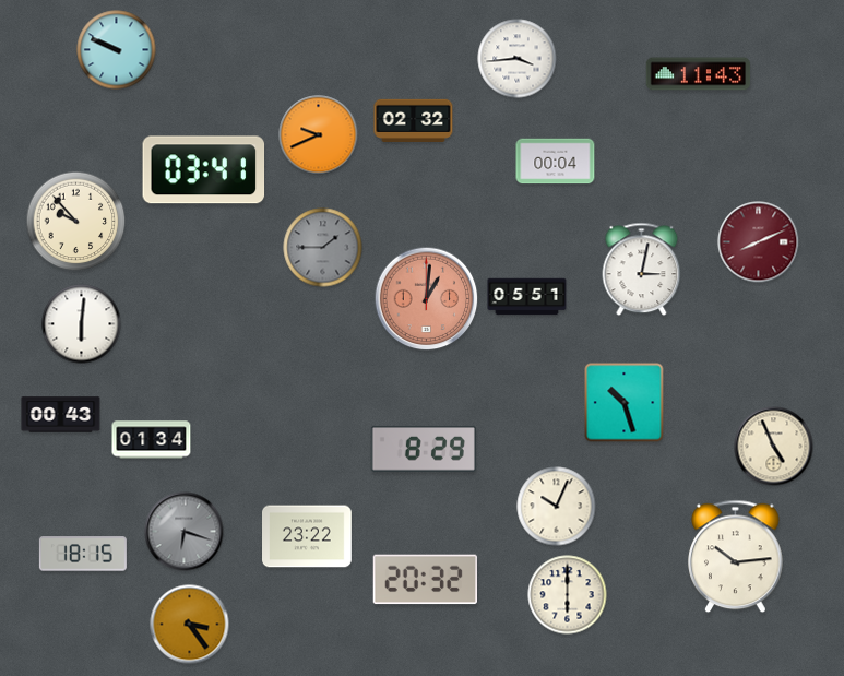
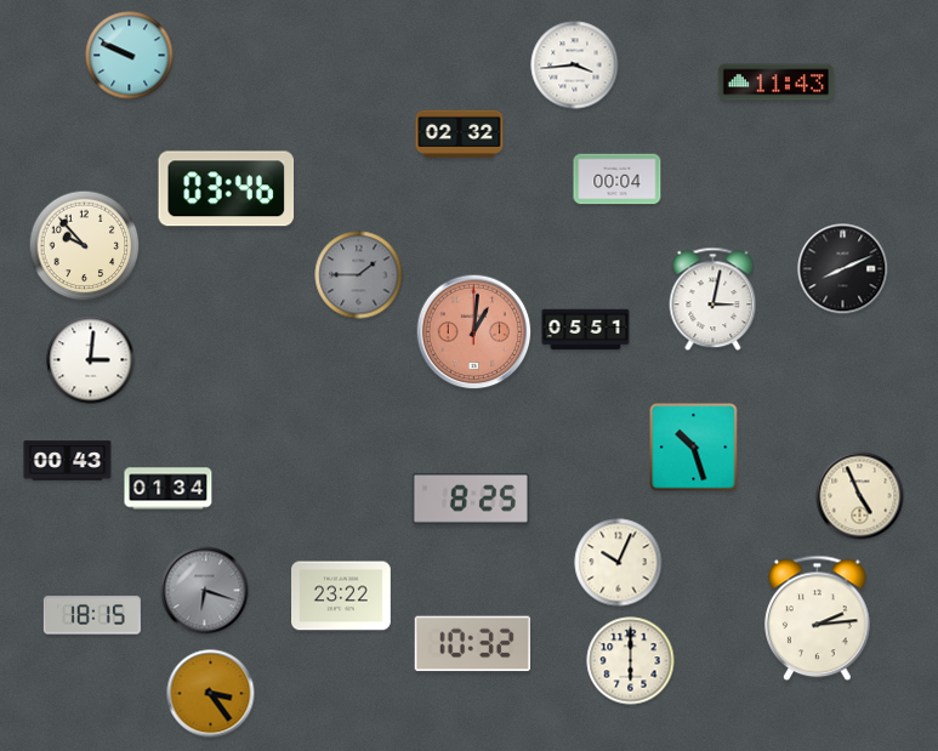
clock at (319, 135): 9:41 -> none
clock at (204, 170): 03:41 -> 03:46
clock at (759, 242) dial: burgundy -> black
clock at (82, 324): 6:01 -> 3:01
clock at (424, 449): 8:29 -> 8:25
clock at (736, 557): 10:14 -> 2:14
clock at (425, 580): 20:32 -> 10:32
